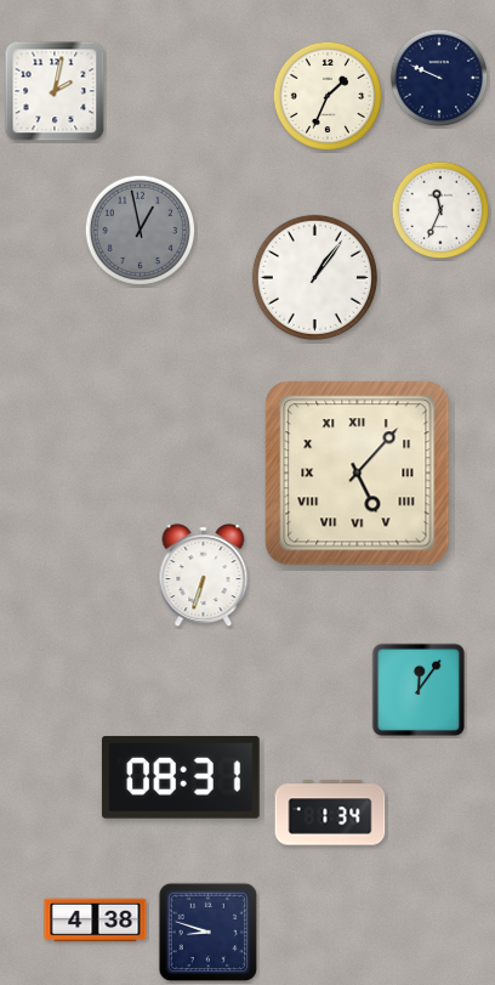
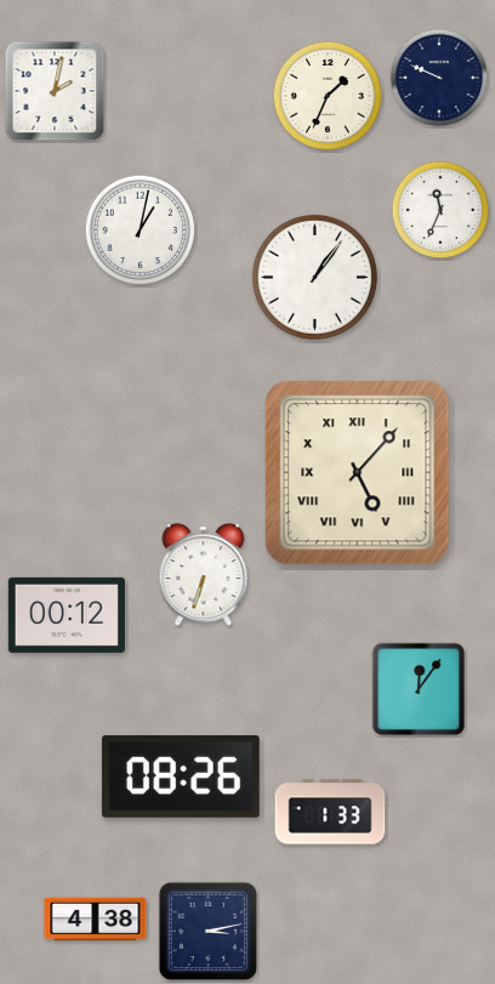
clock at (140, 230): 12:58 -> 1:02
clock at (140, 230) dial: grey -> white
clock at (67, 615): none -> 00:12
clock at (181, 777): 08:31 -> 08:26
clock at (330, 813): 1:34 -> 1:33
clock at (209, 933): 8:48 -> 3:13
